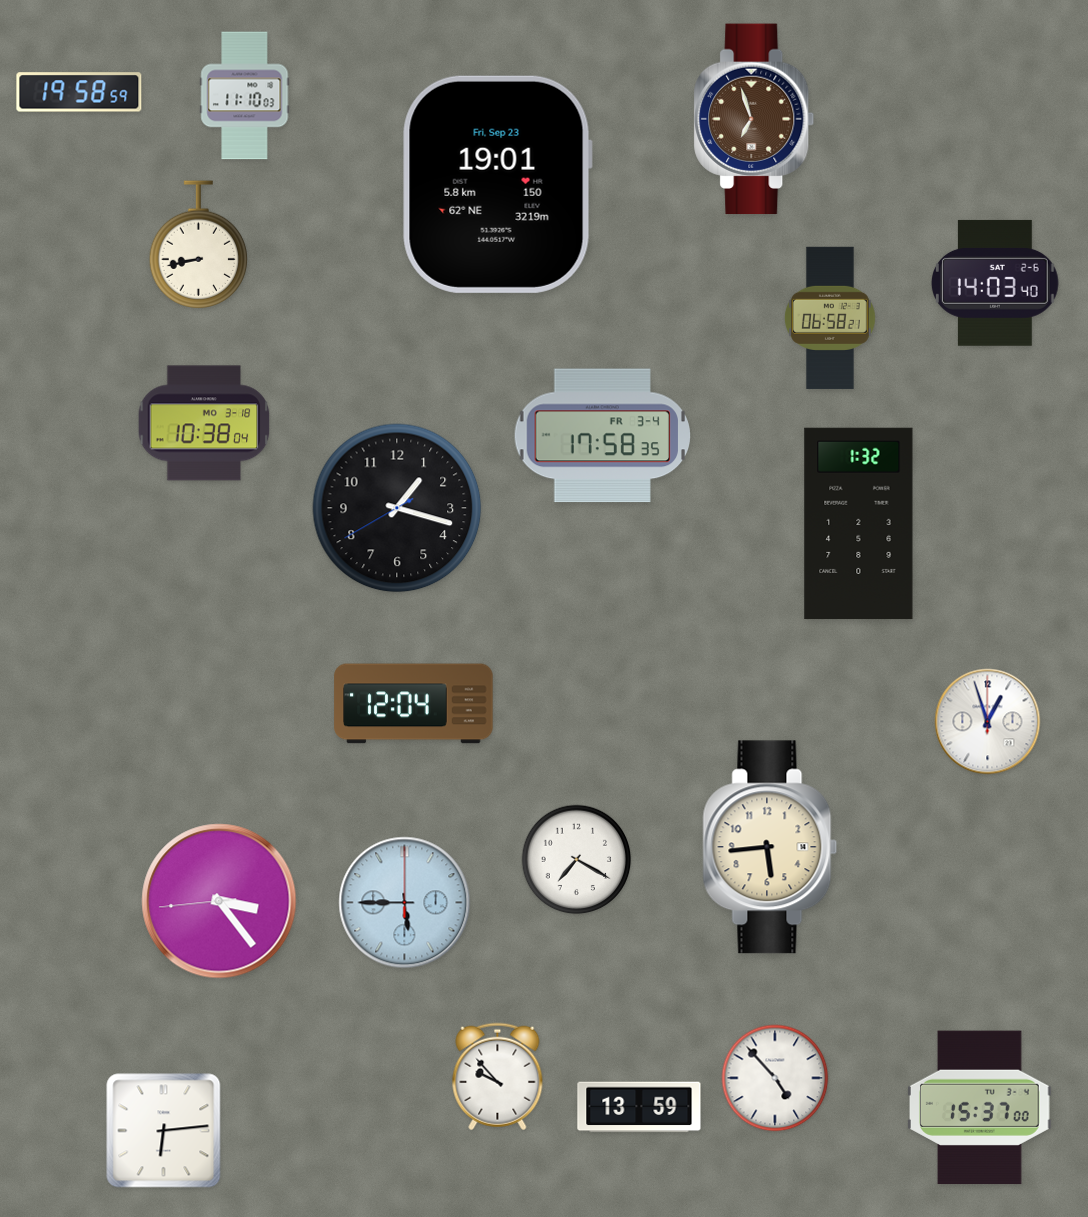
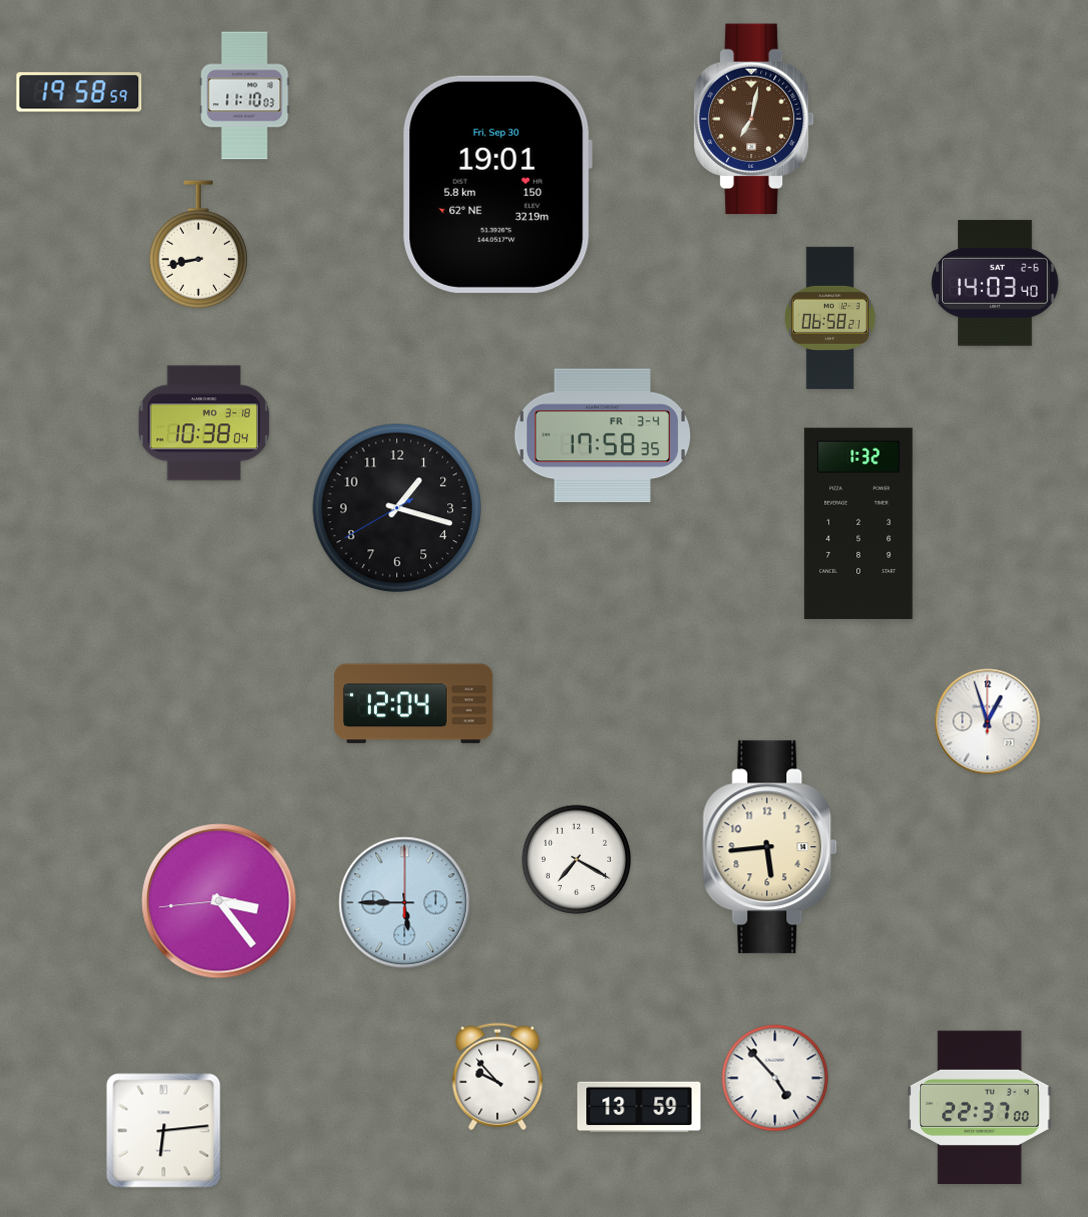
clock at (754, 119): 6:57 -> 7:02
clock at (497, 184) date: Fri, Sep 23 -> Fri, Sep 30
clock at (980, 1108): 15:37 -> 22:37
